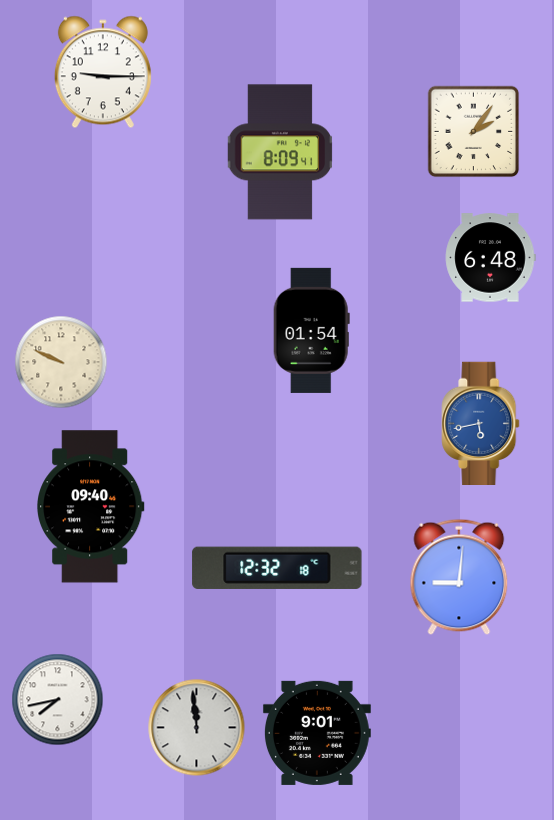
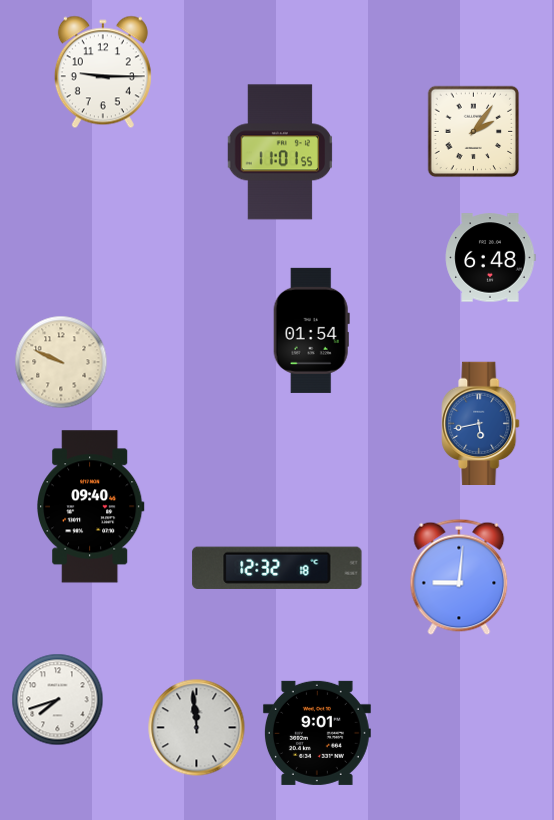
clock at (279, 152): 8:09 -> 11:01
clock at (58, 700): 7:43 -> 7:42
